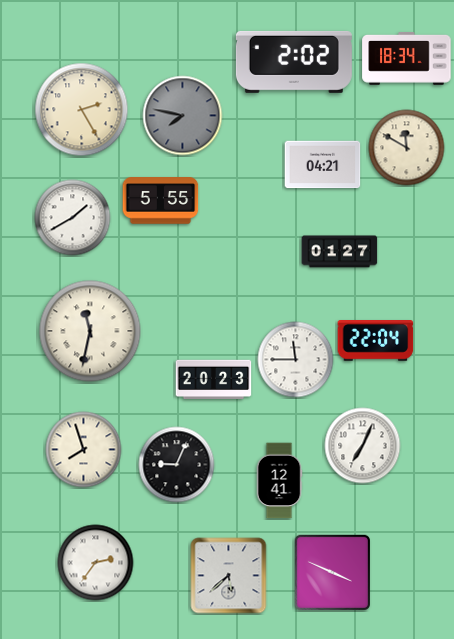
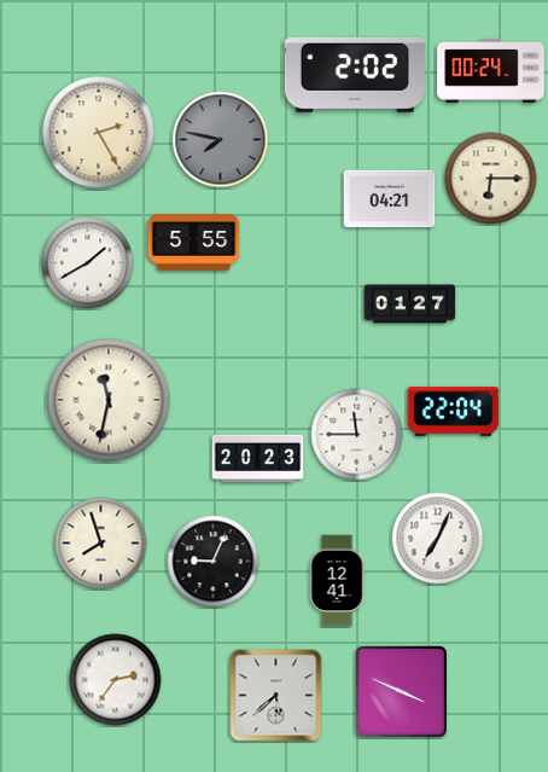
clock at (407, 59): 18:34 -> 00:24
clock at (407, 148): 11:50 -> 6:15
